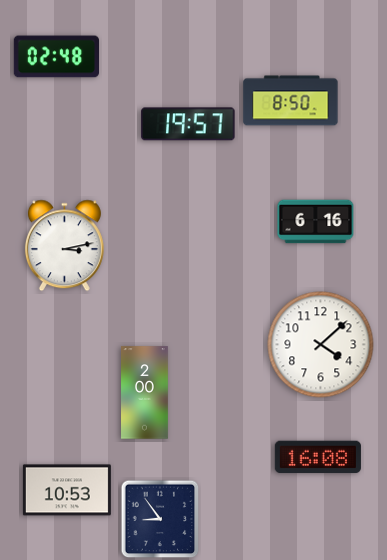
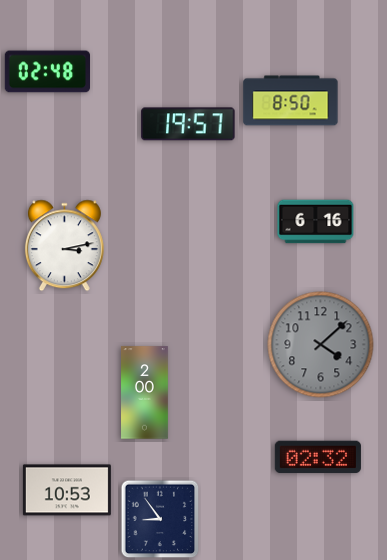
clock at (56, 57) position: (56, 57) -> (47, 72)
clock at (321, 345) dial: white -> grey
clock at (318, 457): 16:08 -> 02:32
